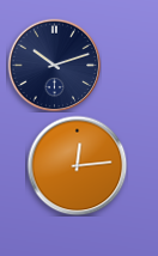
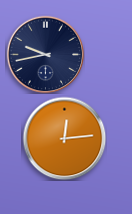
clock at (54, 65): 10:12 -> 9:43
